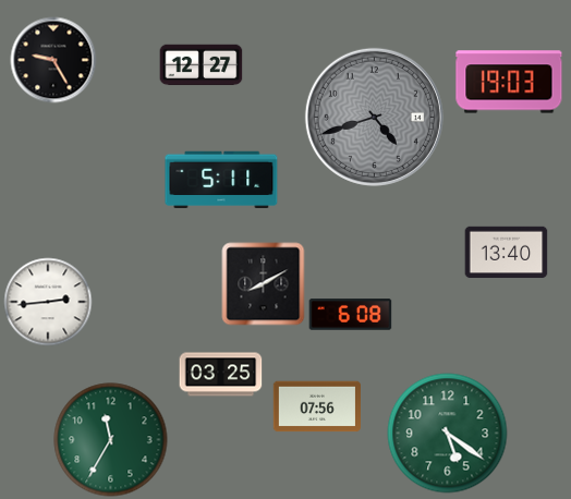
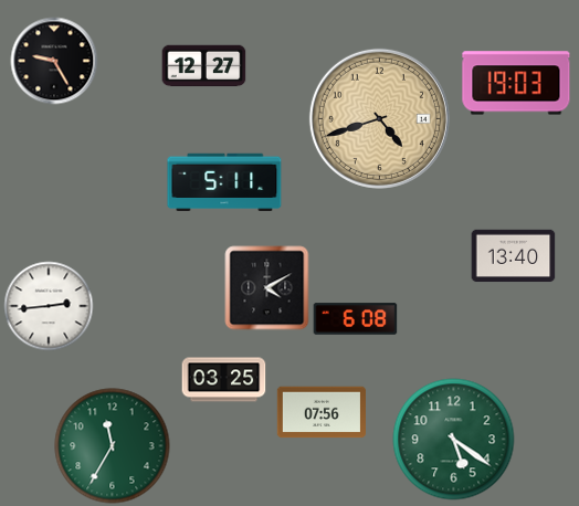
clock at (374, 117) dial: grey -> champagne
clock at (264, 284): 8:10 -> 4:10
